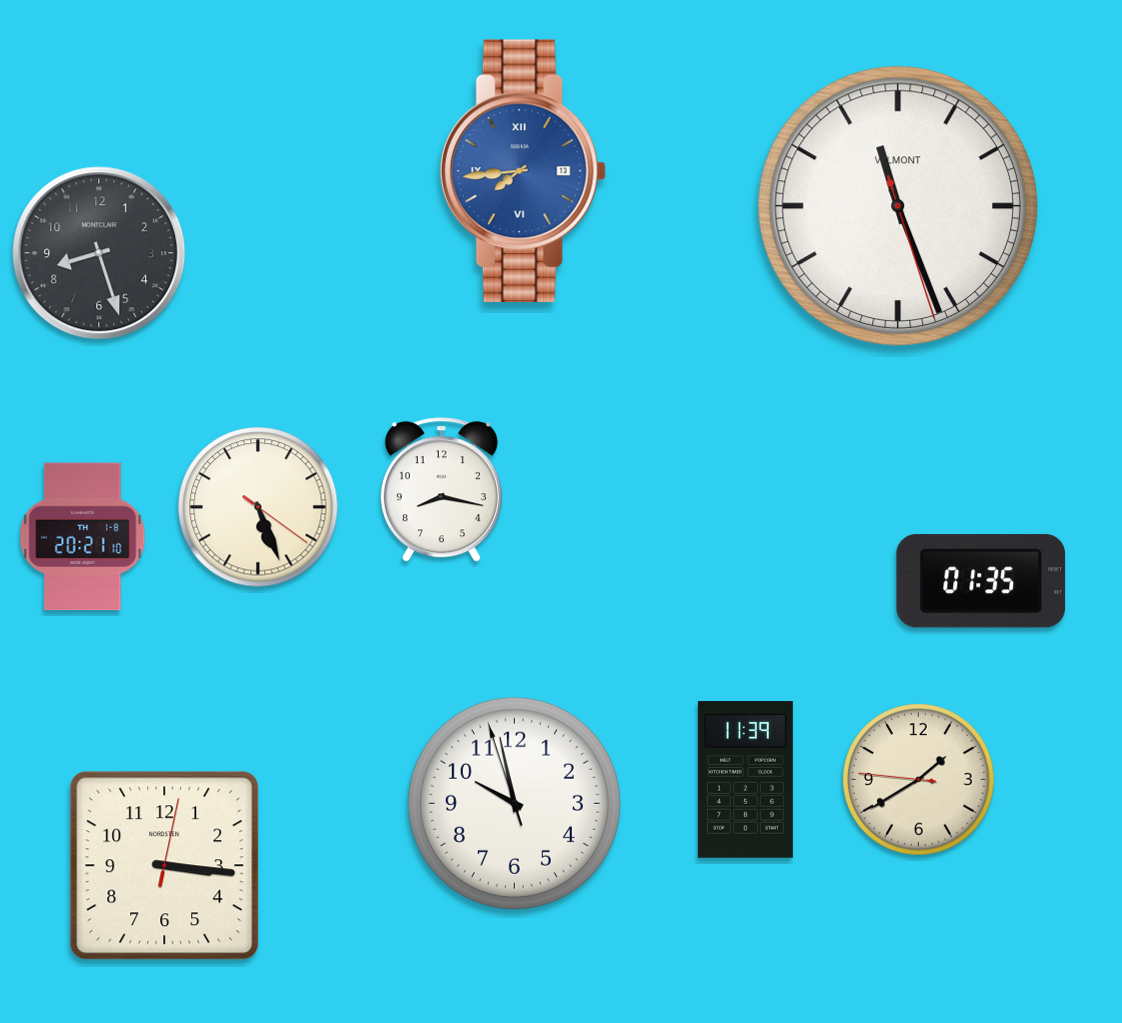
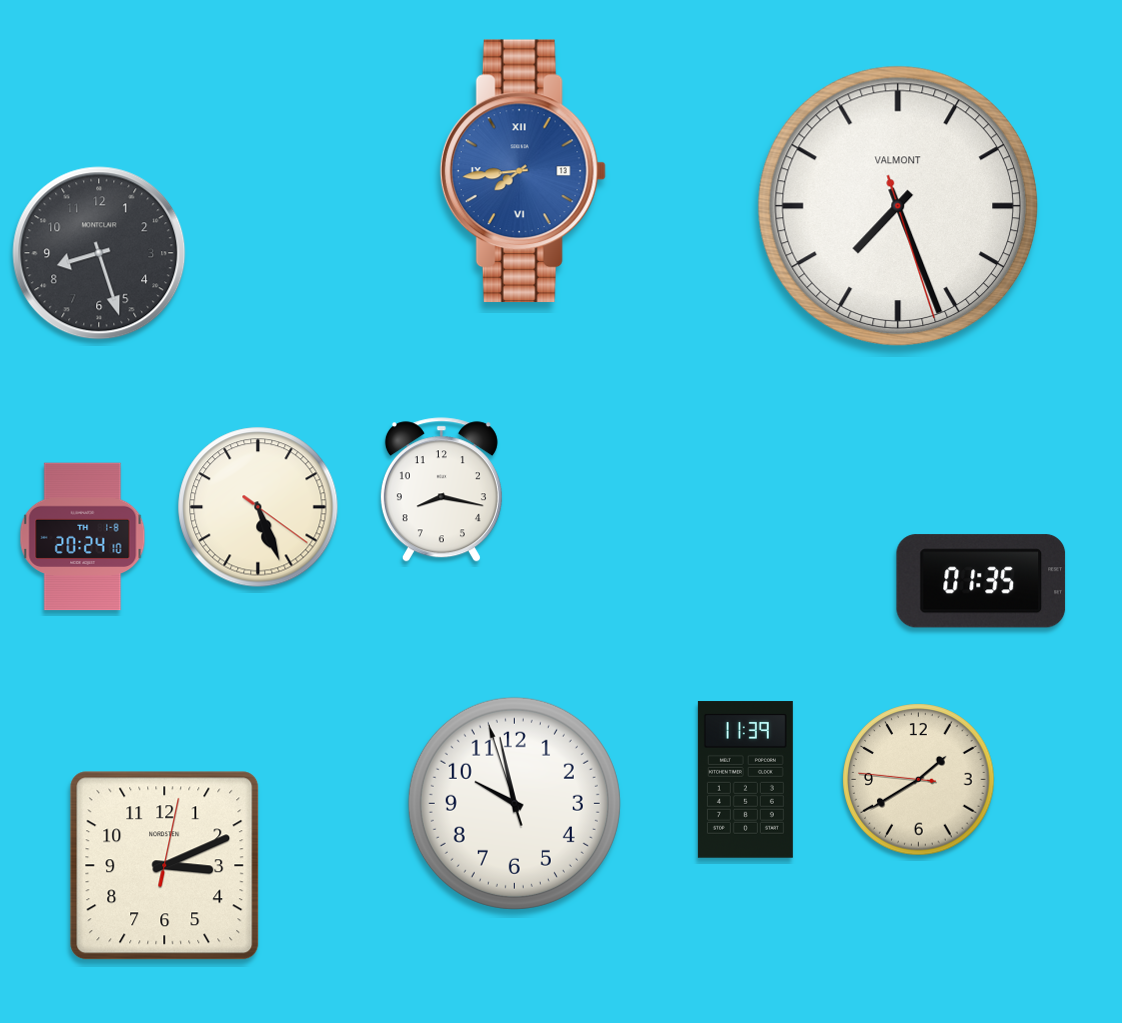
clock at (897, 205): 11:26 -> 7:26
clock at (83, 537): 20:21 -> 20:24
clock at (165, 866): 3:16 -> 3:11
